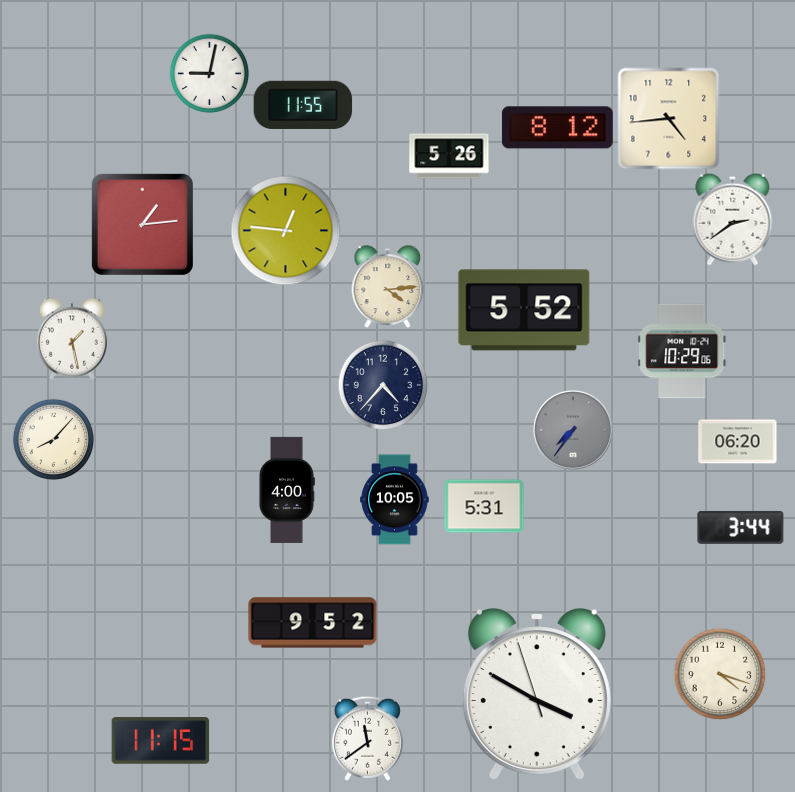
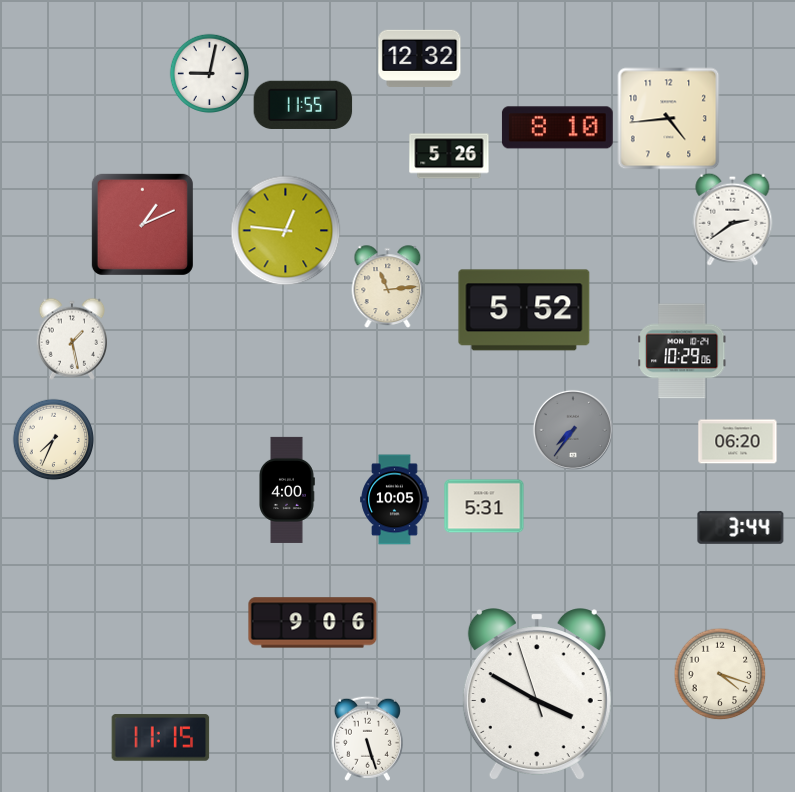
clock at (420, 58): none -> 12:32
clock at (557, 128): 8:12 -> 8:10
clock at (142, 224): 1:14 -> 1:11
clock at (388, 287): 4:14 -> 11:14
clock at (383, 385): 4:37 -> none
clock at (53, 439): 8:07 -> 7:34
clock at (313, 623): 9:52 -> 9:06
clock at (367, 738): 11:39 -> 5:27
clock at (161, 741) position: (161, 741) -> (161, 738)
